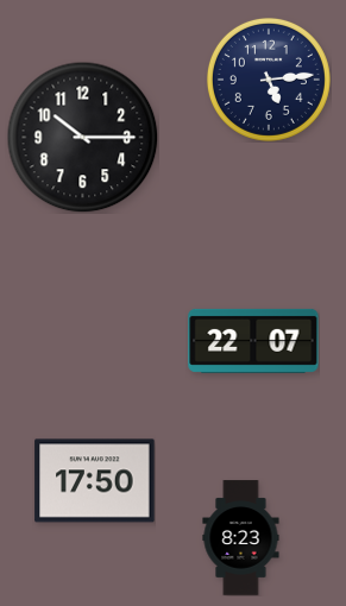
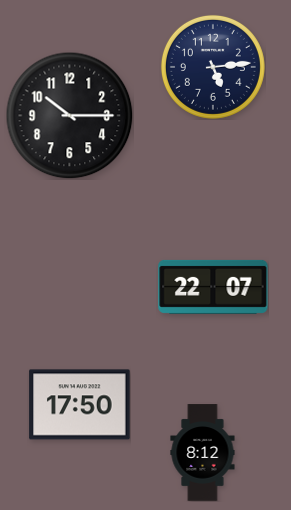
clock at (269, 80) position: (269, 80) -> (213, 67)
clock at (241, 538): 8:23 -> 8:12
